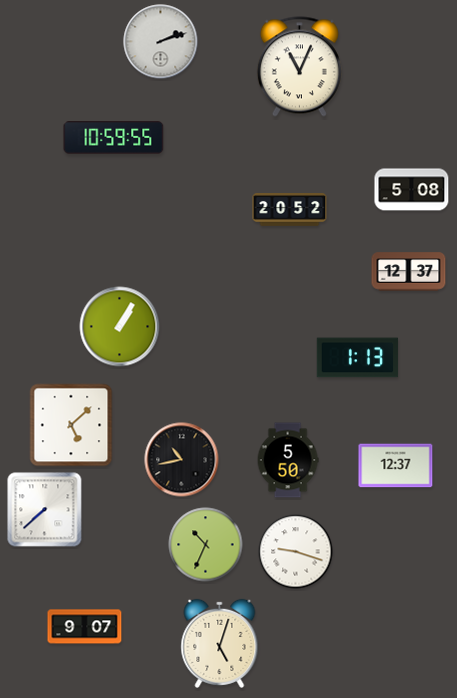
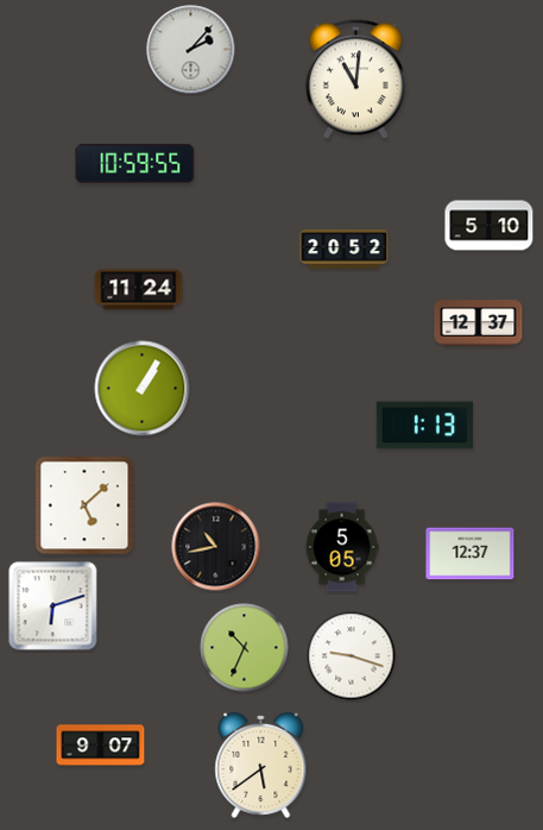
clock at (161, 42): 2:12 -> 2:07
clock at (299, 67): 11:04 -> 11:01
clock at (412, 190): 5:08 -> 5:10
clock at (139, 290): none -> 11:24
clock at (409, 272) position: (409, 272) -> (479, 323)
clock at (288, 460): 5:50 -> 5:05
clock at (45, 510): 7:38 -> 6:12
clock at (220, 643): 5:03 -> 5:39
